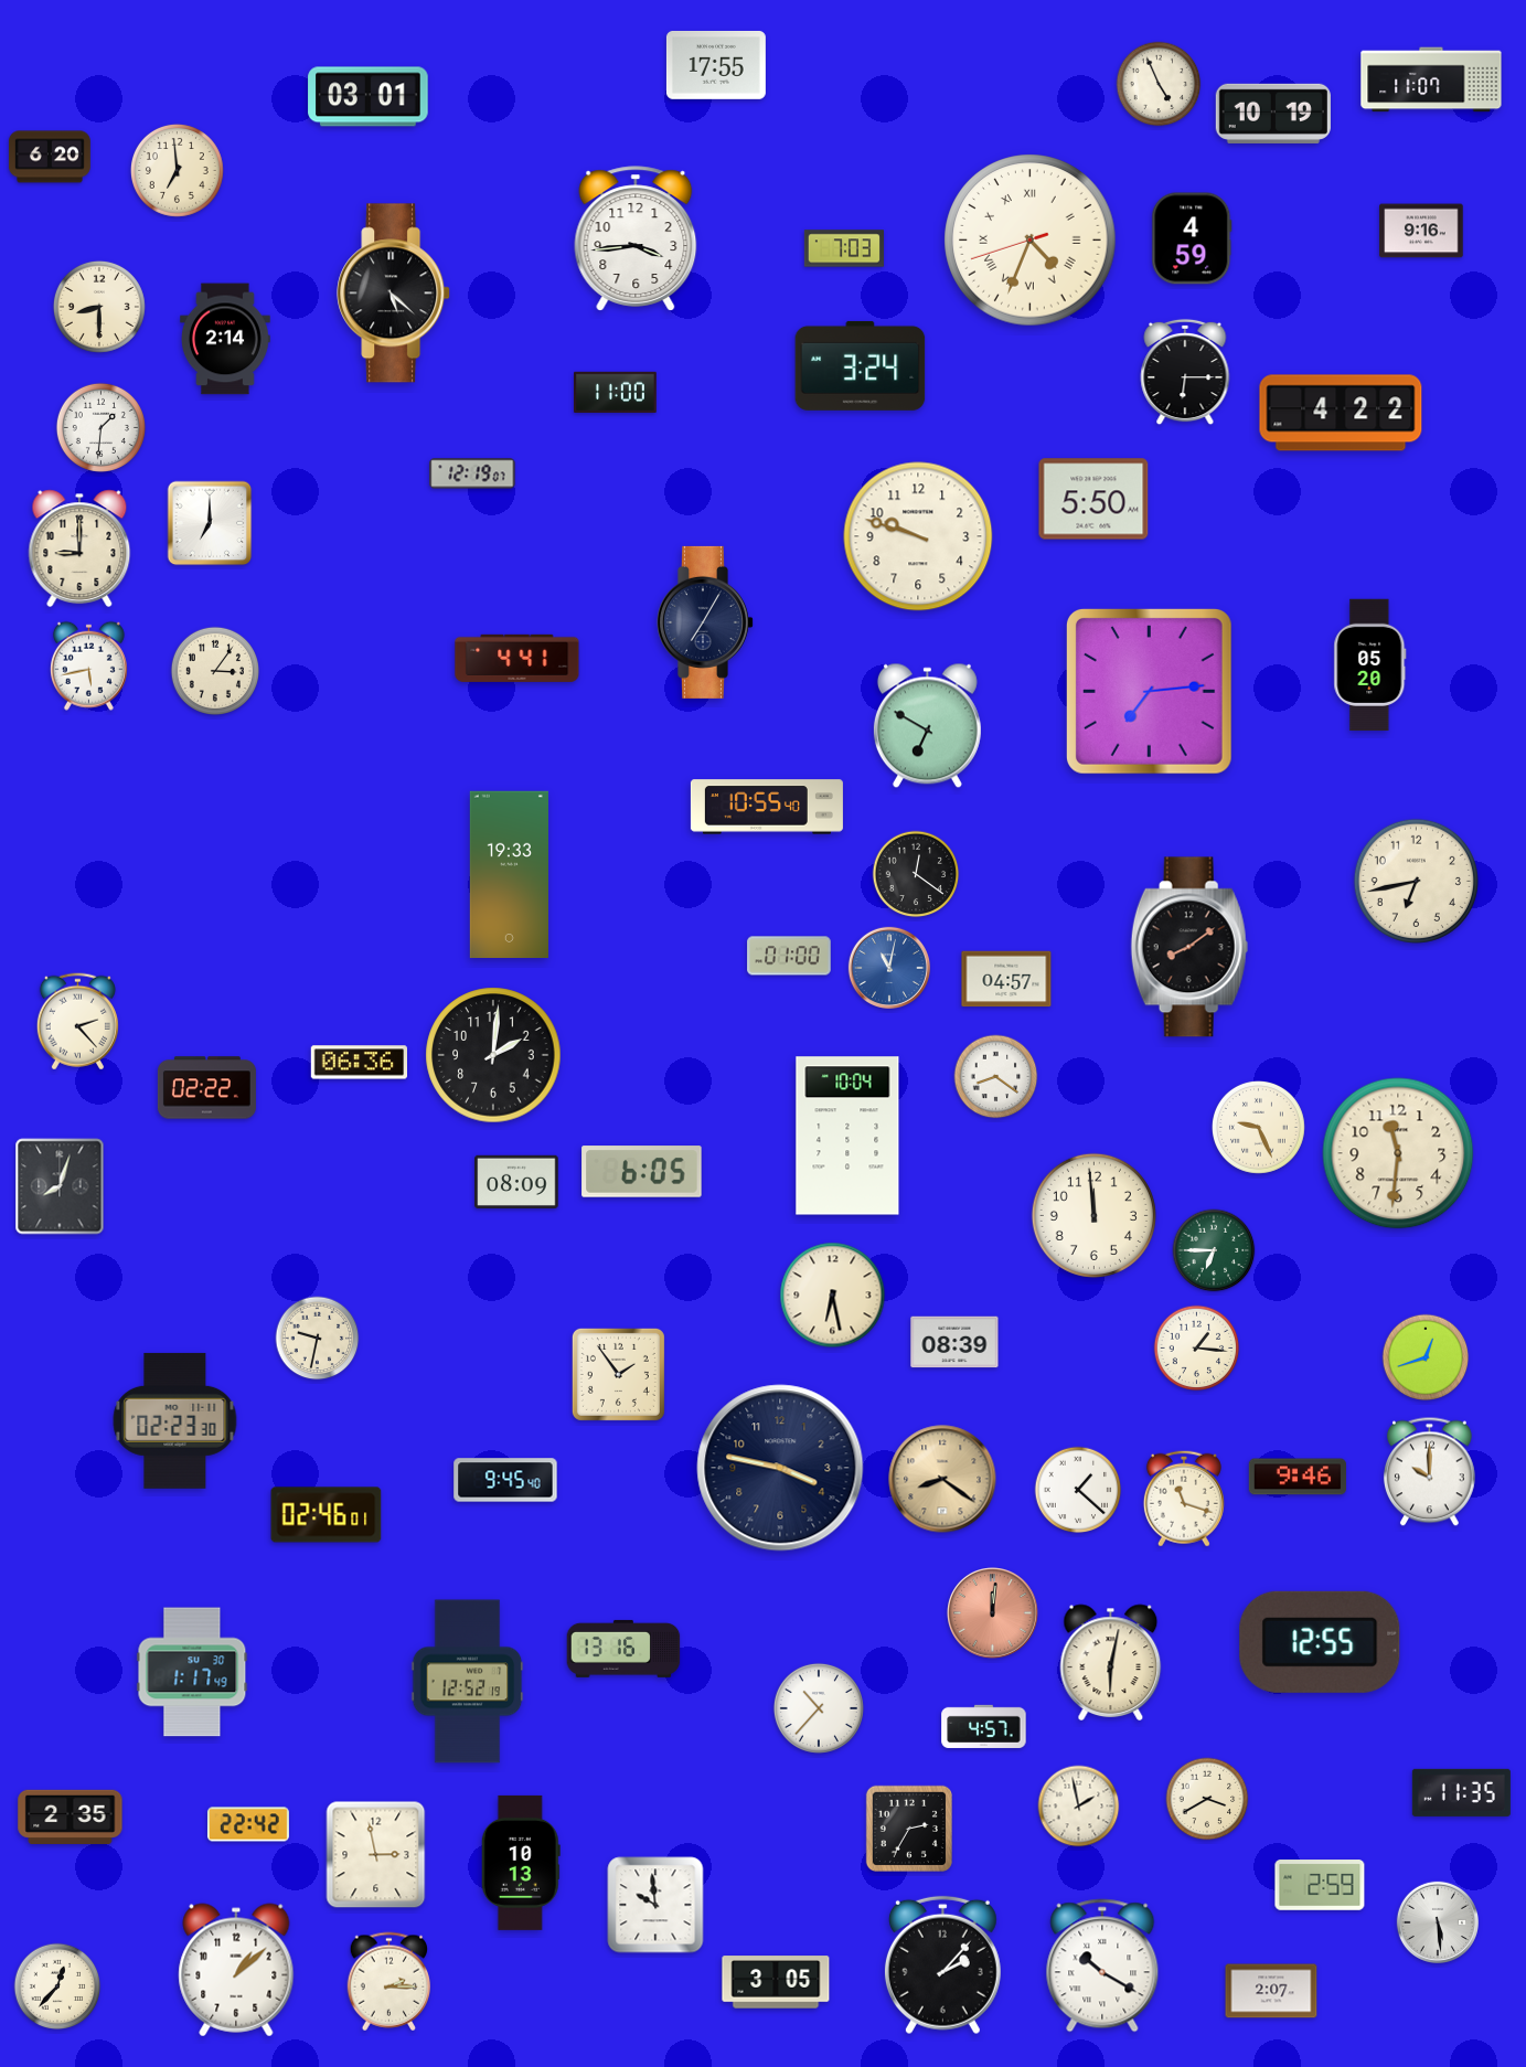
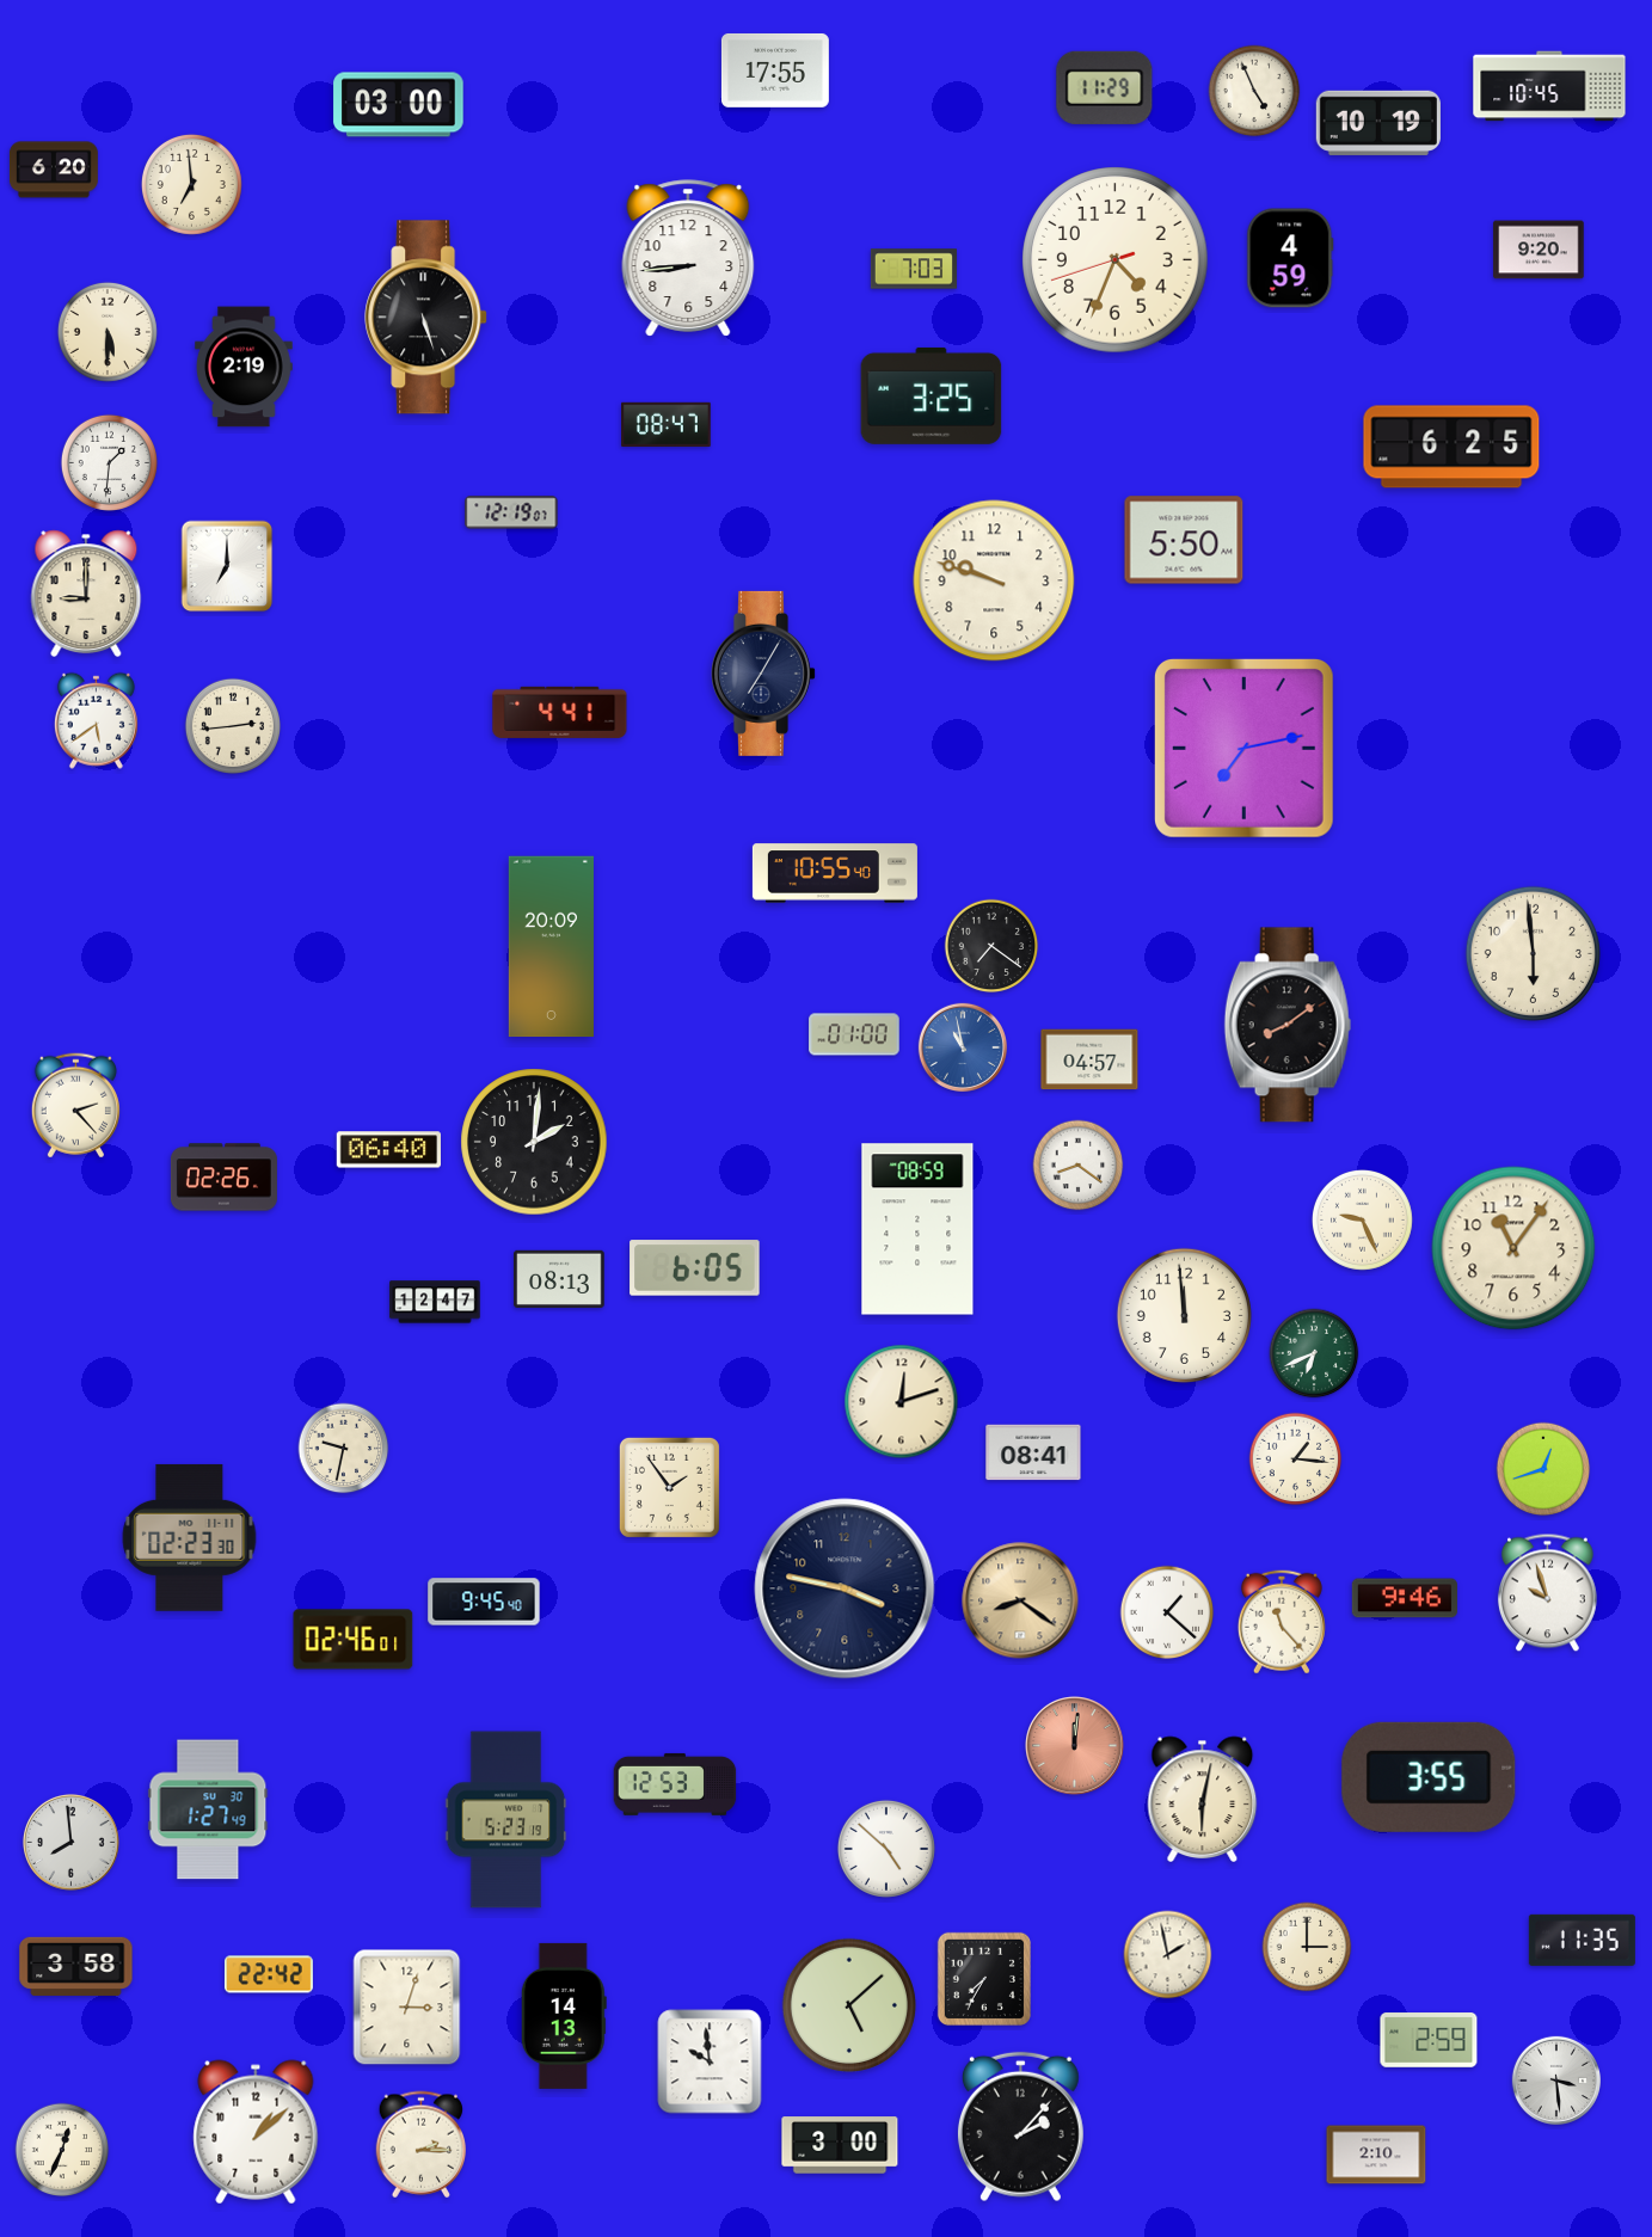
clock at (1431, 79): 11:07 -> 10:45
clock at (1105, 87): none -> 11:29
clock at (369, 97): 03:01 -> 03:00
clock at (1421, 231): 9:16 -> 9:20
clock at (636, 238): 3:44 -> 8:44
clock at (1031, 241) numerals: Roman -> Arabic
clock at (394, 294): 5:22 -> 5:27
clock at (99, 307): 8:30 -> 5:30
clock at (226, 339): 2:14 -> 2:19
clock at (861, 365): 3:24 -> 3:25
clock at (1185, 372): 6:15 -> none
clock at (616, 393): 11:00 -> 08:47
clock at (1341, 413): 4:22 -> 6:25
clock at (88, 665): 5:43 -> 5:39
clock at (1370, 665): 05:20 -> none
clock at (214, 670): 3:06 -> 2:44
clock at (1149, 691): 7:14 -> 7:13
clock at (927, 726): 6:50 -> none
clock at (767, 807) position: (767, 807) -> (835, 873)
clock at (916, 874): 12:21 -> 7:21
clock at (509, 875): 19:33 -> 20:09
clock at (1416, 881): 6:43 -> 5:59
clock at (888, 967): 11:02 -> 10:58
clock at (77, 1022) position: (77, 1022) -> (75, 1106)
clock at (359, 1063): 06:36 -> 06:40
clock at (206, 1088): 02:22 -> 02:26
clock at (847, 1136): 10:04 -> 08:59
clock at (1398, 1153): 11:31 -> 11:06
clock at (516, 1181): 08:09 -> 08:13
clock at (60, 1186): 8:03 -> none
clock at (435, 1302): none -> 12:47
clock at (1214, 1250): 6:45 -> 6:41
clock at (833, 1296): 6:28 -> 12:12
clock at (954, 1342): 08:39 -> 08:41
clock at (1429, 1472): 10:00 -> 9:57
clock at (505, 1480) position: (505, 1480) -> (484, 1602)
clock at (1184, 1499): 11:18 -> 11:23
clock at (1320, 1642): 12:55 -> 3:55
clock at (623, 1649): 13:16 -> 12:53
clock at (192, 1672): 1:17 -> 1:27
clock at (468, 1682): 12:52 -> 5:23
clock at (70, 1842): none -> 7:59
clock at (819, 1708): 10:37 -> 4:52
clock at (984, 1726): 4:57 -> none
clock at (1207, 1799): 3:40 -> 3:00
clock at (71, 1816): 2:35 -> 3:58
clock at (909, 1829): 2:35 -> 7:35
clock at (849, 2005): none -> 5:08
clock at (376, 1855): 2:58 -> 3:03
clock at (521, 1863): 10:13 -> 14:13
clock at (1437, 1921): 5:29 -> 3:29
clock at (1102, 1965): 10:20 -> none
clock at (776, 1982): 3:05 -> 3:00
clock at (57, 1986): 12:37 -> 12:34
clock at (1271, 1991): 2:07 -> 2:10
